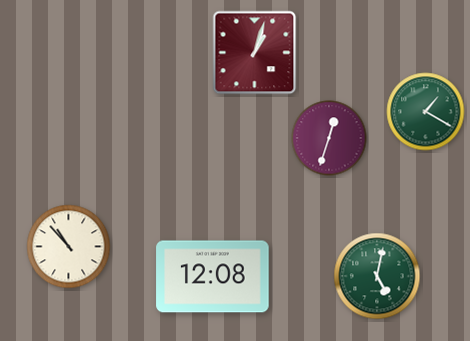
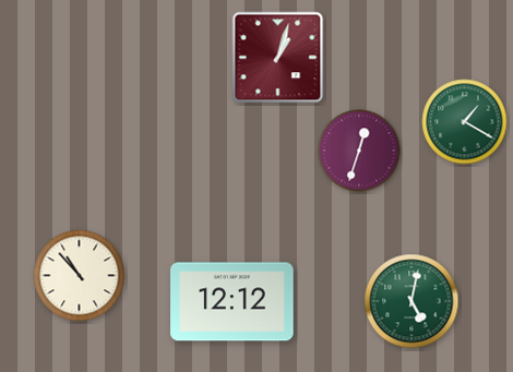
clock at (69, 247) position: (69, 247) -> (80, 276)
clock at (213, 277): 12:08 -> 12:12
